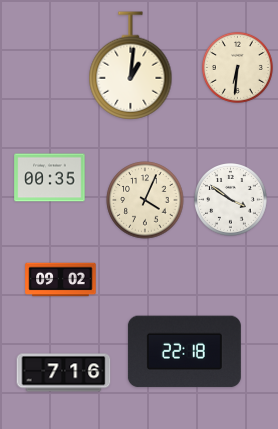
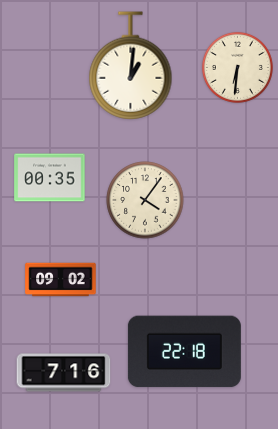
clock at (145, 200): 4:04 -> 4:06
clock at (231, 200): 3:51 -> none
